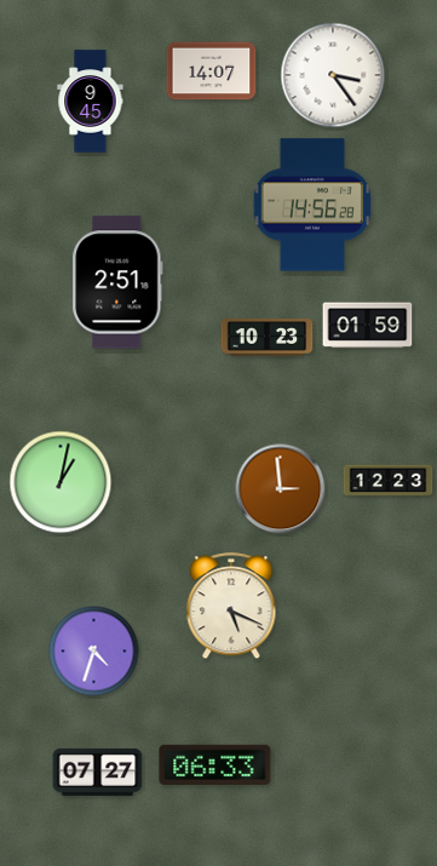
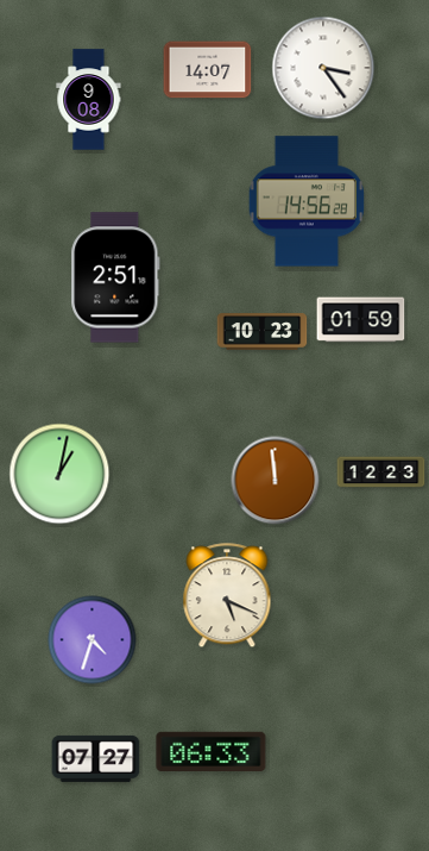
clock at (333, 75) position: (333, 75) -> (323, 68)
clock at (91, 102): 9:45 -> 9:08
clock at (281, 489): 2:59 -> 11:59
